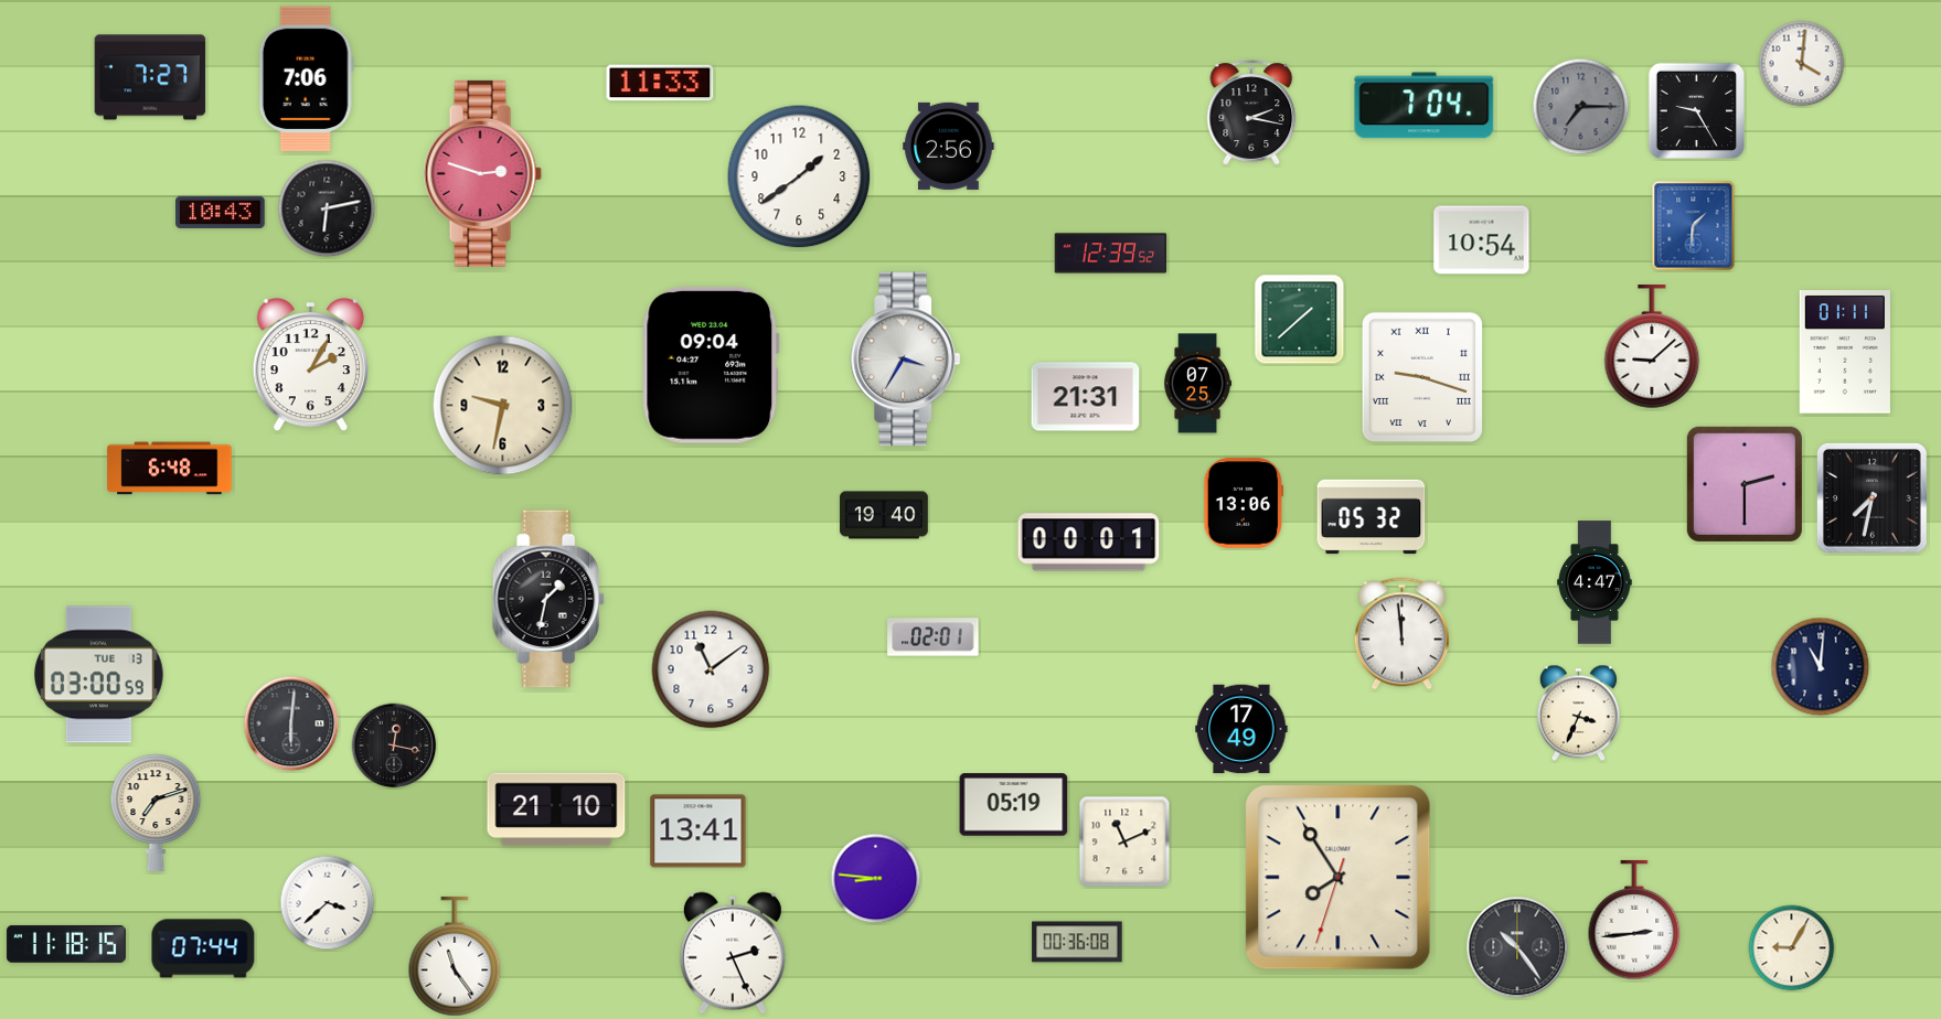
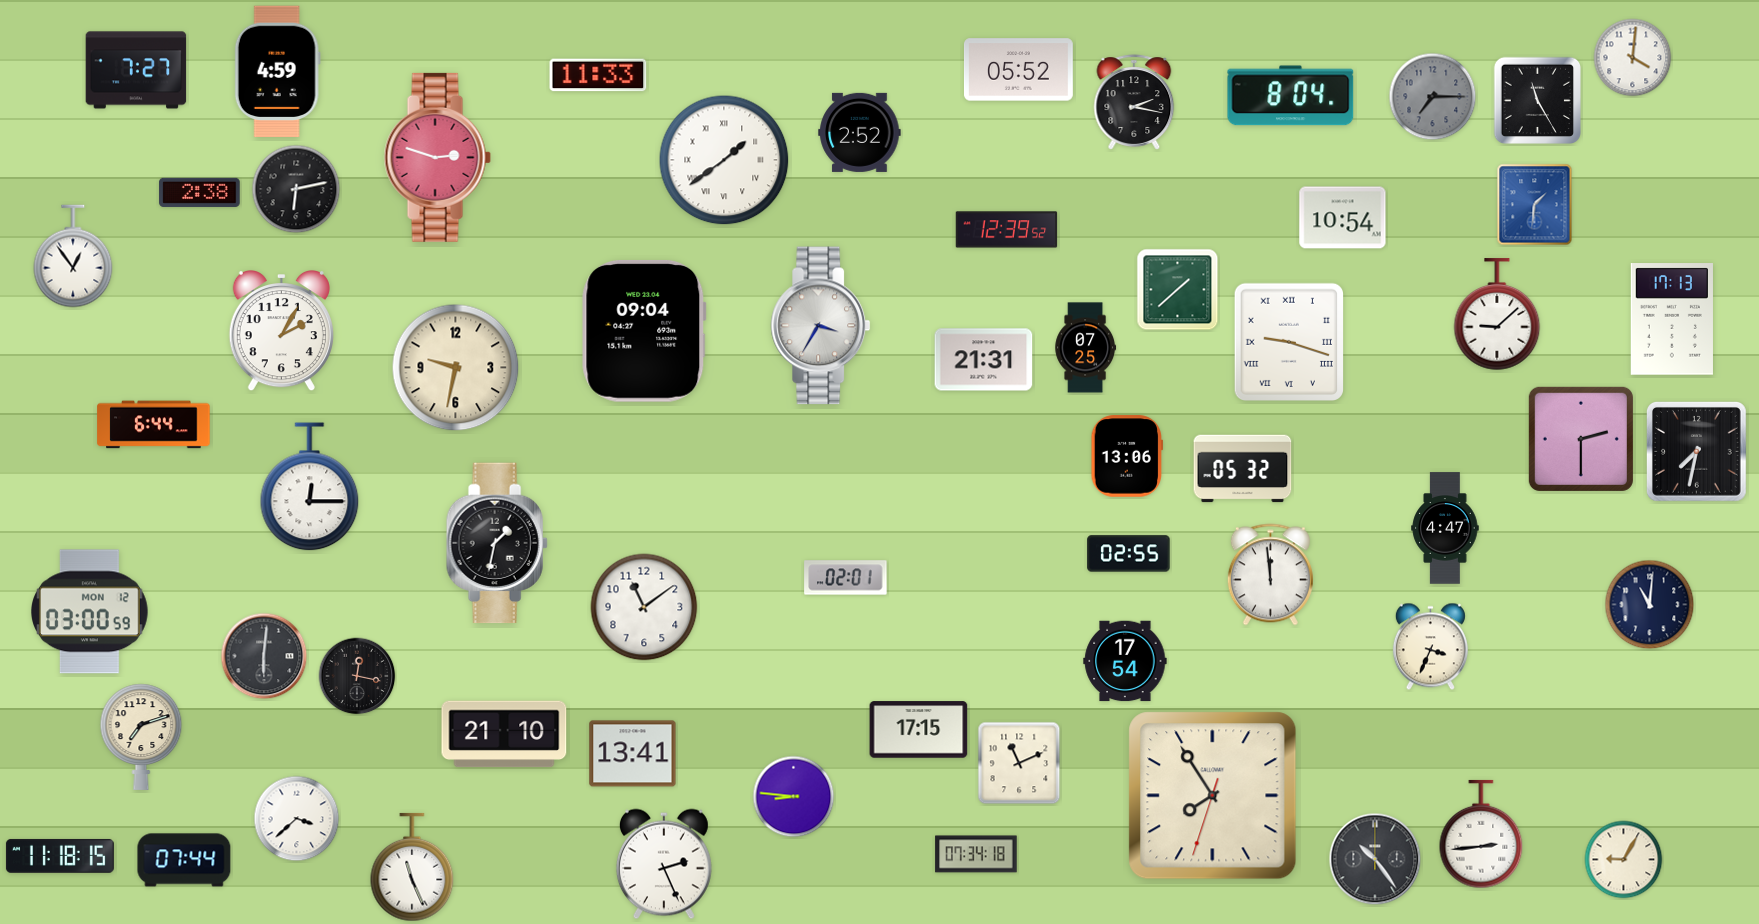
clock at (1018, 70): none -> 05:52
clock at (306, 79): 7:06 -> 4:59
clock at (1425, 106): 7:04 -> 8:04
clock at (1697, 111): 9:25 -> 11:25
clock at (949, 146): 2:56 -> 2:52
clock at (799, 176) numerals: Arabic -> Roman
clock at (221, 212): 10:43 -> 2:38
clock at (73, 256): none -> 12:54
clock at (1845, 352): 01:11 -> 17:13
clock at (170, 469): 6:48 -> 6:44
clock at (884, 515): 19:40 -> none
clock at (310, 487): none -> 12:15
clock at (1089, 543): 00:01 -> none
clock at (1129, 554): none -> 02:55
clock at (99, 675) date: TUE 13 -> MON 12
clock at (1241, 729): 17:49 -> 17:54
clock at (1014, 805): 05:19 -> 17:15
clock at (1077, 942): 00:36 -> 07:34
clock at (455, 956): 11:24 -> 11:26
